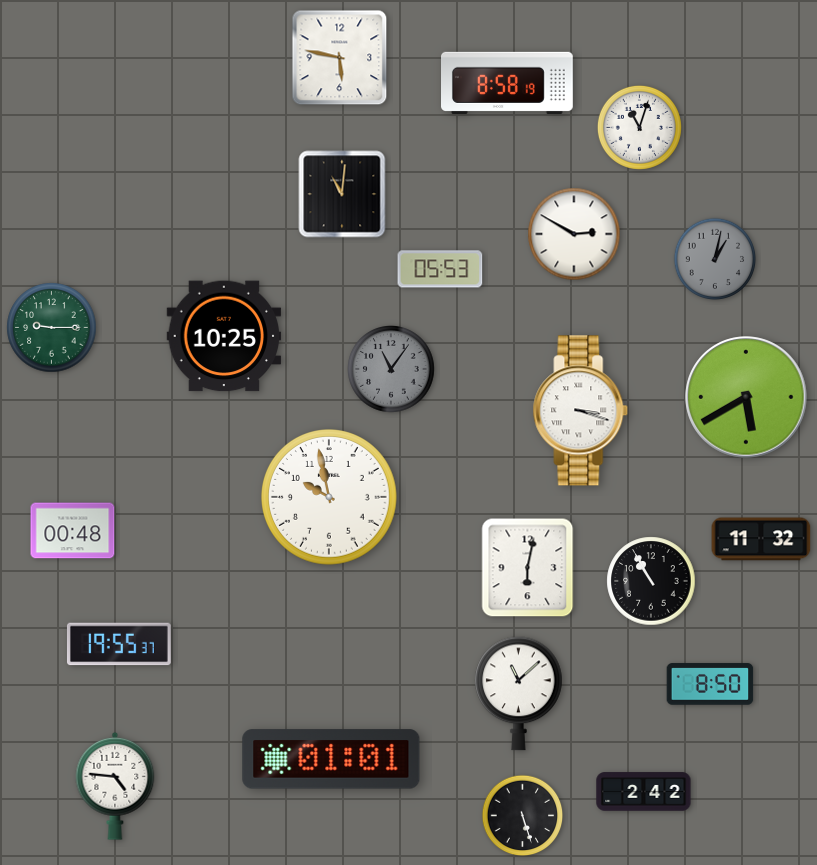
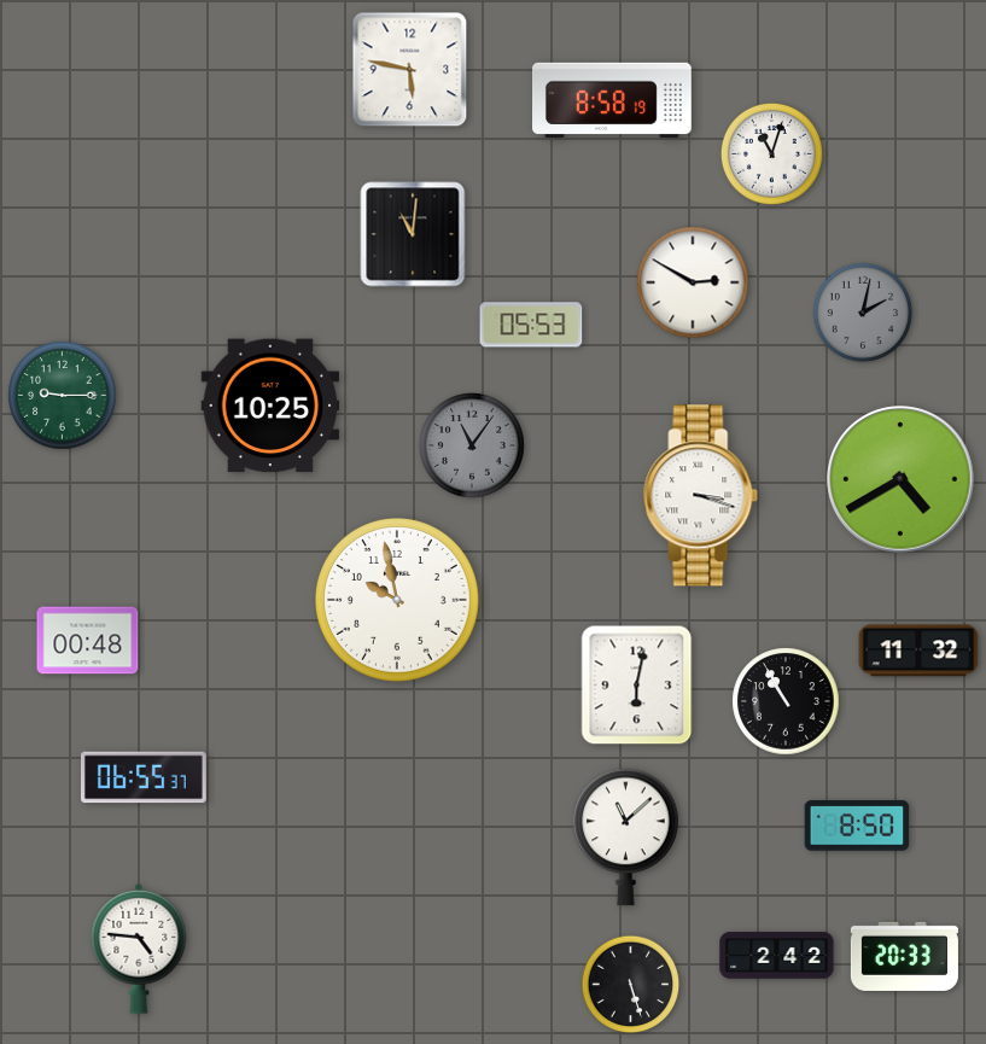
clock at (715, 259): 1:02 -> 2:02
clock at (746, 397): 5:40 -> 4:40
clock at (119, 644): 19:55 -> 06:55
clock at (331, 759): 01:01 -> none
clock at (904, 956): none -> 20:33
